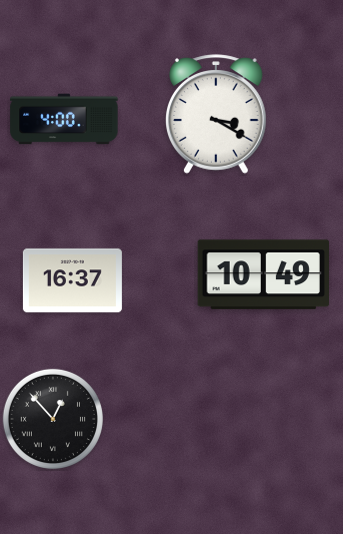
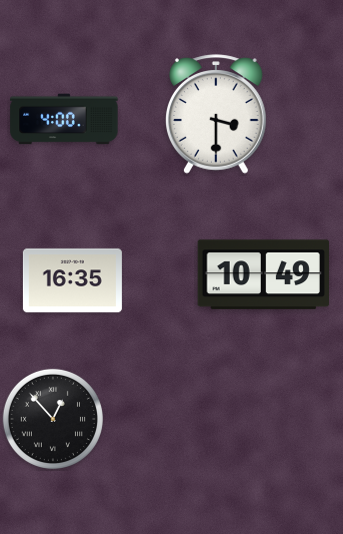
clock at (216, 114): 3:20 -> 3:30
clock at (72, 281): 16:37 -> 16:35
